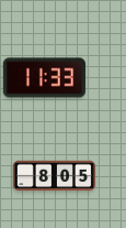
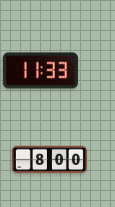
clock at (54, 176): 8:05 -> 8:00
